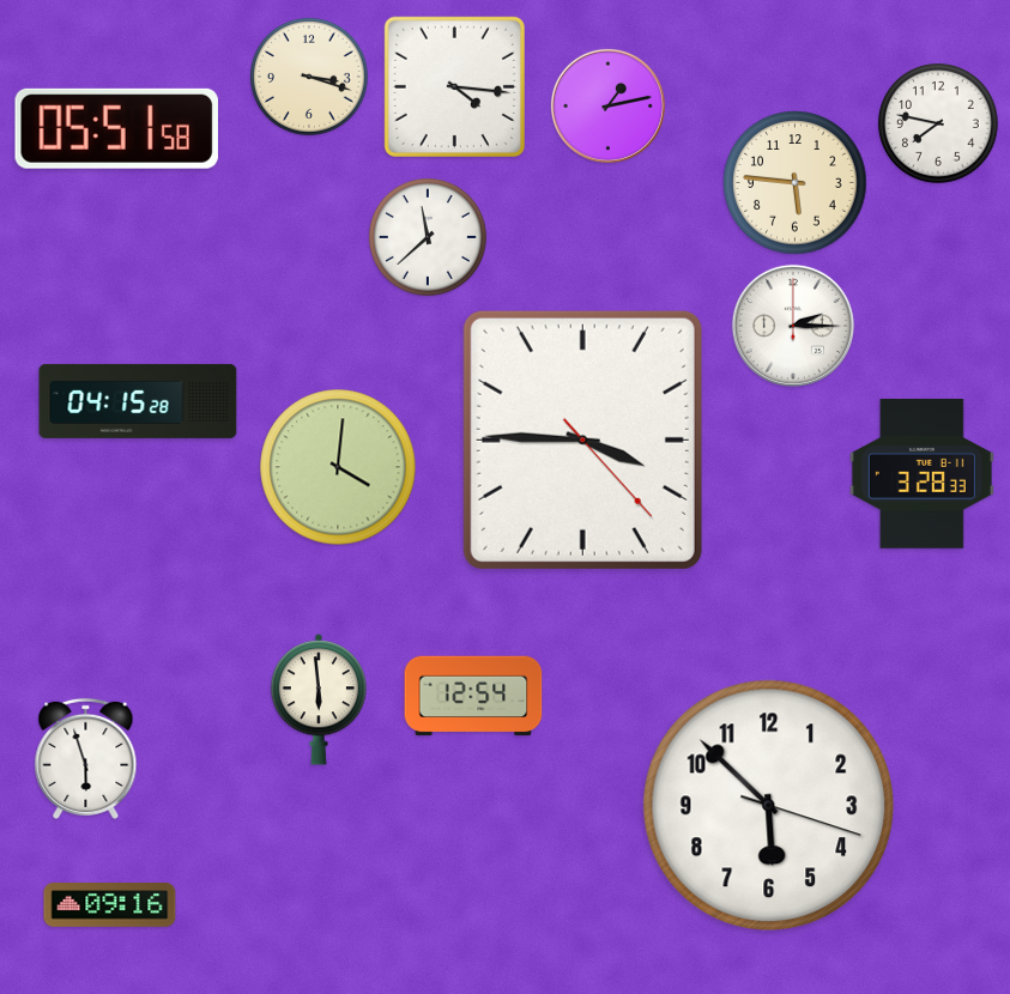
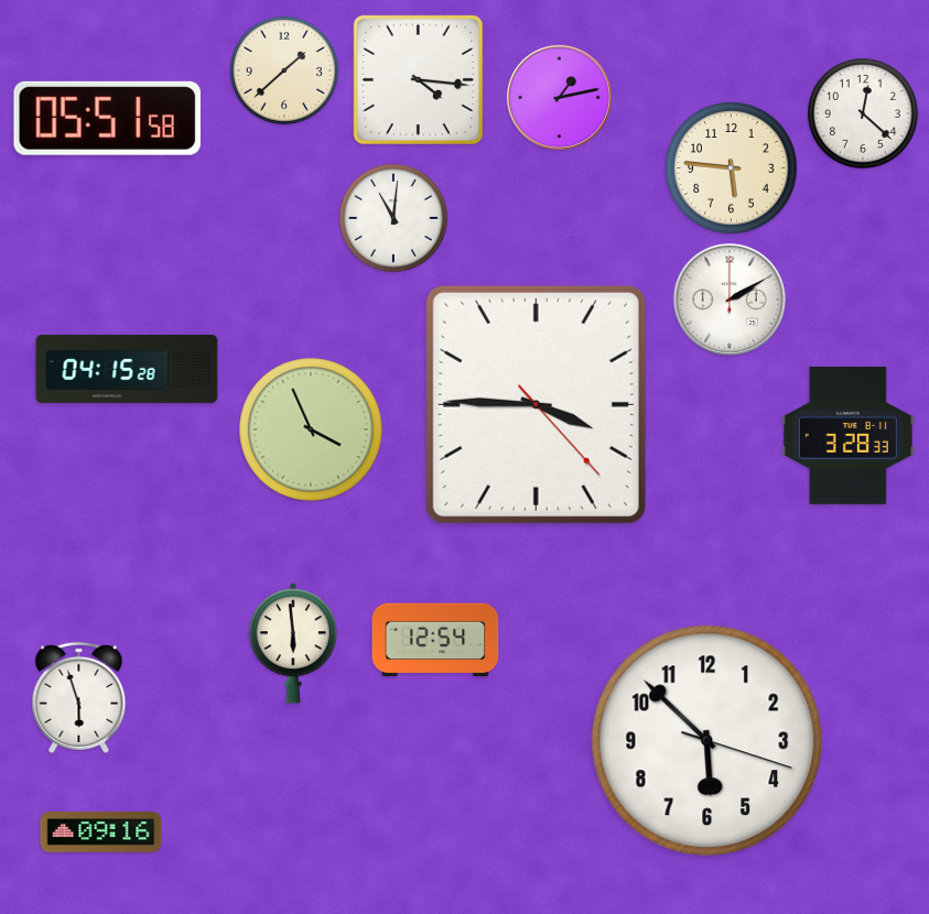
clock at (309, 77): 3:18 -> 1:38
clock at (938, 123): 7:47 -> 12:22
clock at (428, 237): 11:38 -> 11:01
clock at (793, 326): 2:15 -> 2:10
clock at (338, 467): 4:01 -> 3:56
